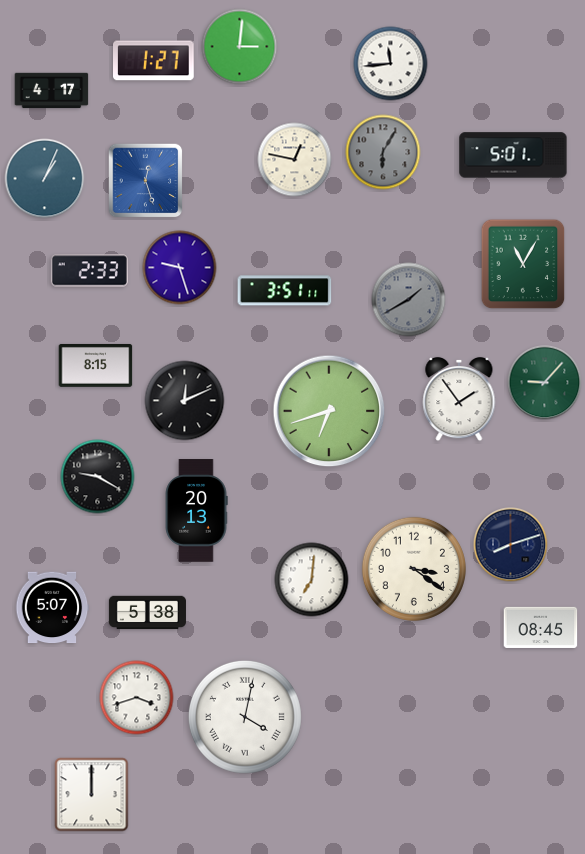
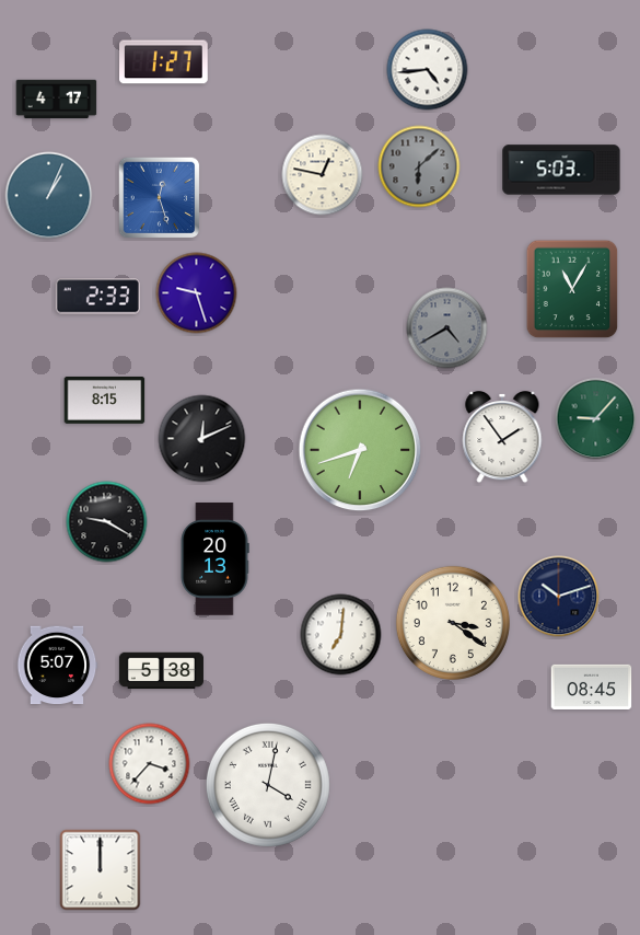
clock at (240, 47): 3:01 -> none
clock at (154, 61) position: (154, 61) -> (164, 62)
clock at (391, 64): 11:44 -> 4:44
clock at (383, 152): 6:05 -> 6:08
clock at (513, 155): 5:01 -> 5:03
clock at (285, 291): 3:51 -> none
clock at (409, 300): 1:40 -> 4:40
clock at (511, 545): 8:12 -> 10:12
clock at (137, 698): 3:42 -> 3:37
